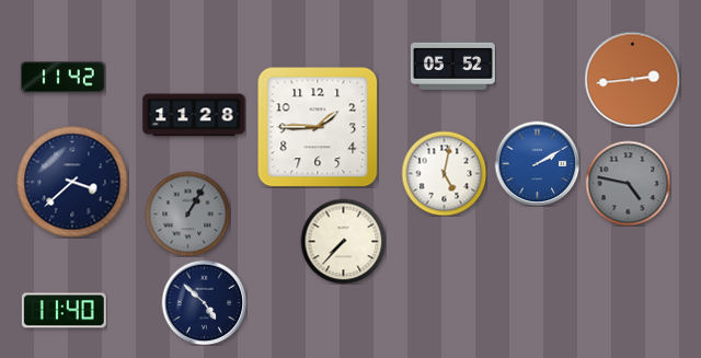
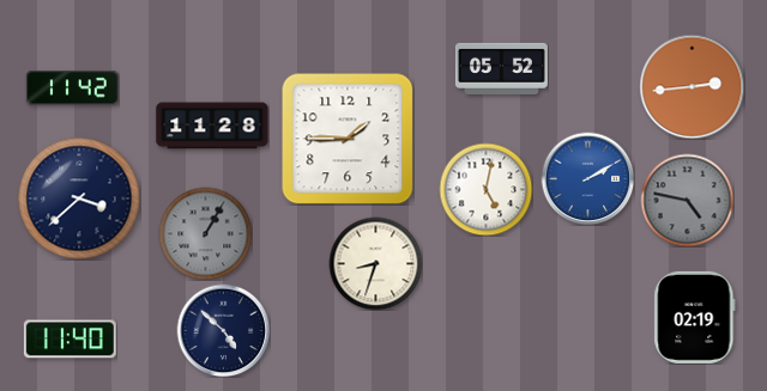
clock at (452, 66) position: (452, 66) -> (501, 68)
clock at (62, 78) position: (62, 78) -> (72, 88)
clock at (343, 241): 7:37 -> 8:33
clock at (695, 317): none -> 02:19
